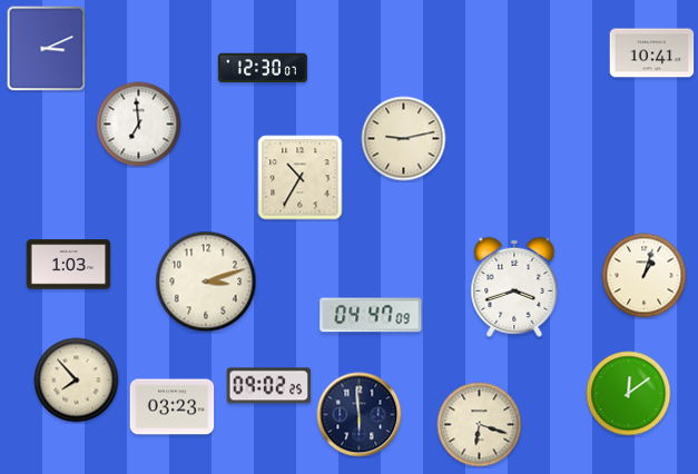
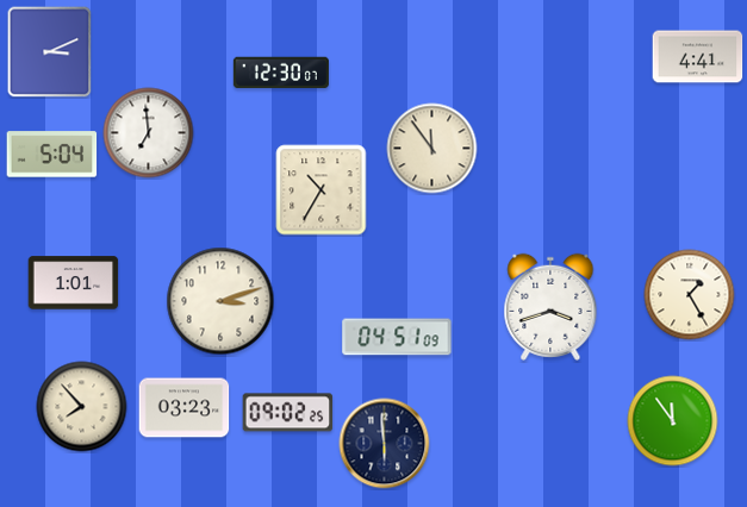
clock at (652, 53): 10:41 -> 4:41
clock at (404, 139): 9:13 -> 11:54
clock at (52, 155): none -> 5:04
clock at (69, 265): 1:03 -> 1:01
clock at (645, 276): 1:03 -> 1:25
clock at (371, 315): 04:47 -> 04:51
clock at (629, 394): 12:09 -> 11:54
clock at (173, 407) position: (173, 407) -> (185, 408)
clock at (480, 425): 6:18 -> none
